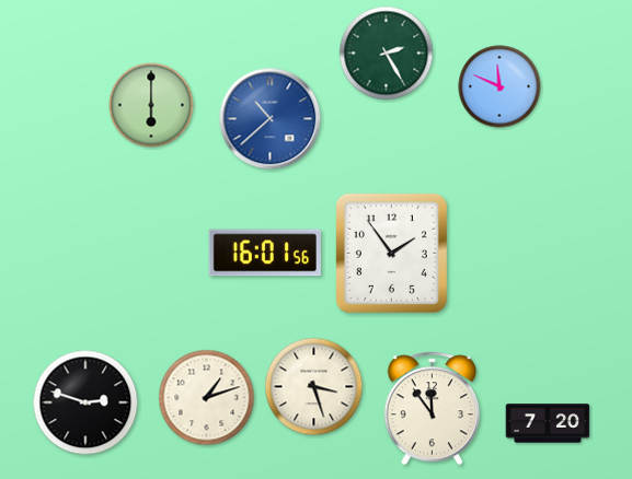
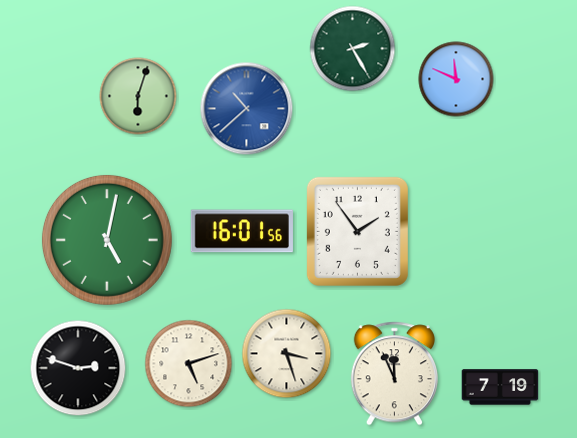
clock at (151, 105): 6:00 -> 6:03
clock at (107, 240): none -> 5:02
clock at (207, 398): 1:12 -> 5:12
clock at (432, 409): 11:54 -> 11:56
clock at (548, 423): 7:20 -> 7:19
